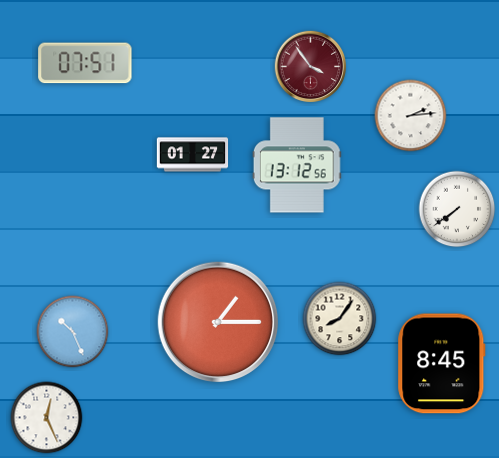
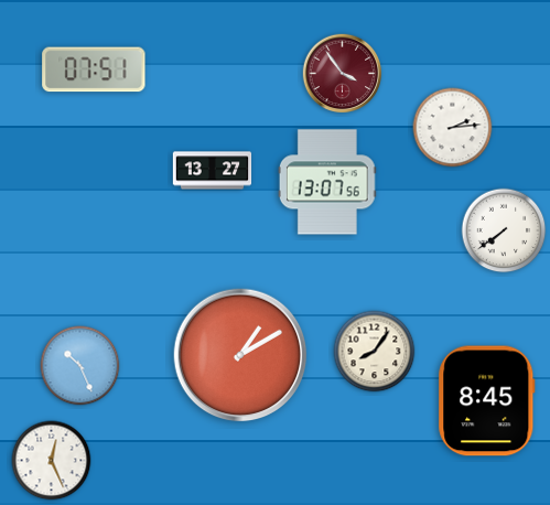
clock at (193, 155): 01:27 -> 13:27
clock at (297, 165): 13:12 -> 13:07
clock at (218, 322): 1:15 -> 1:10
